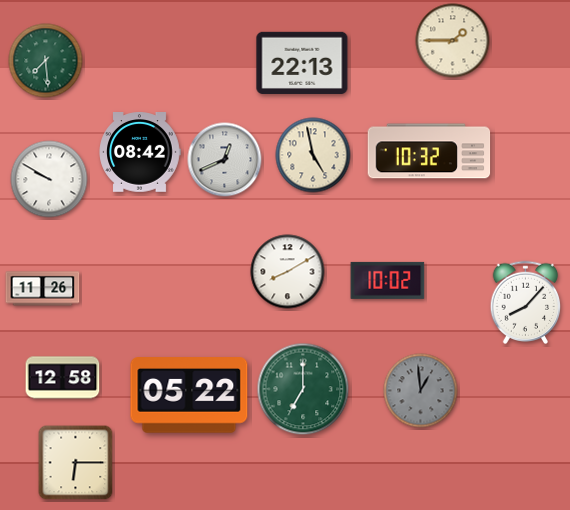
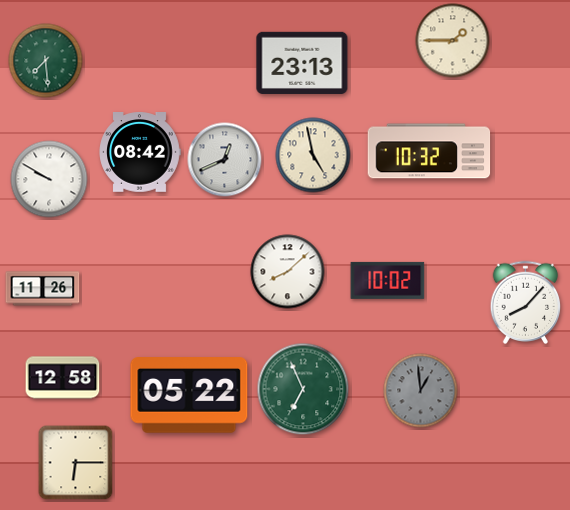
clock at (302, 63): 22:13 -> 23:13
clock at (288, 272): 8:10 -> 8:08
clock at (303, 389): 7:00 -> 6:56
